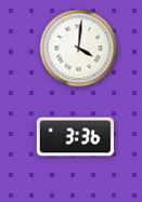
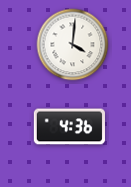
clock at (75, 137): 3:36 -> 4:36
